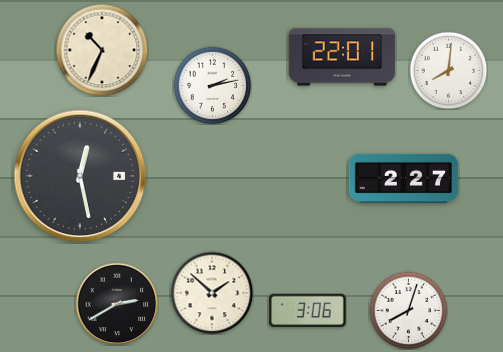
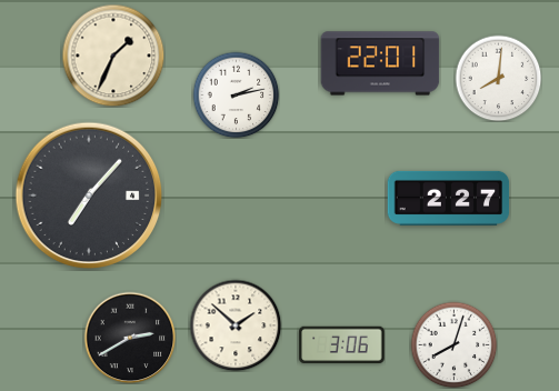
clock at (102, 50): 10:34 -> 1:34
clock at (80, 176): 12:28 -> 7:07
